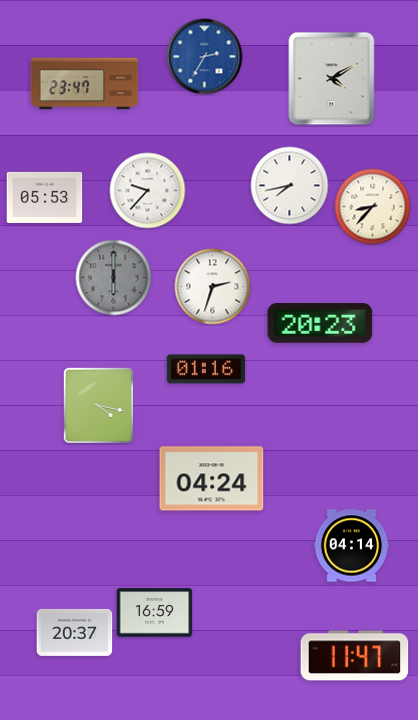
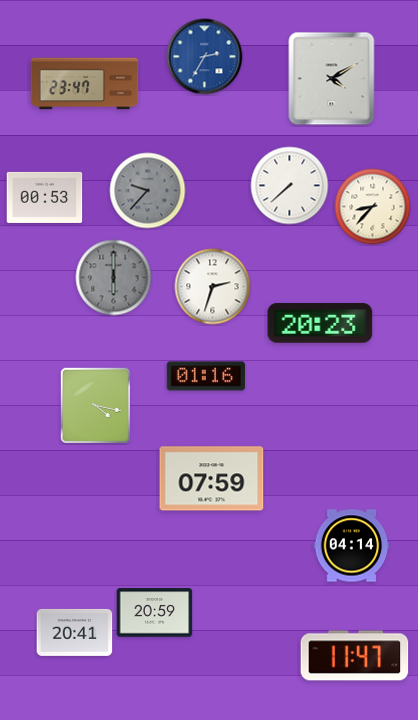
clock at (290, 186): 7:43 -> 7:38
clock at (148, 191) dial: white -> grey
clock at (45, 197): 05:53 -> 00:53
clock at (206, 369) position: (206, 369) -> (206, 376)
clock at (99, 405) position: (99, 405) -> (96, 405)
clock at (212, 479): 04:24 -> 07:59
clock at (155, 613): 16:59 -> 20:59
clock at (75, 632): 20:37 -> 20:41
